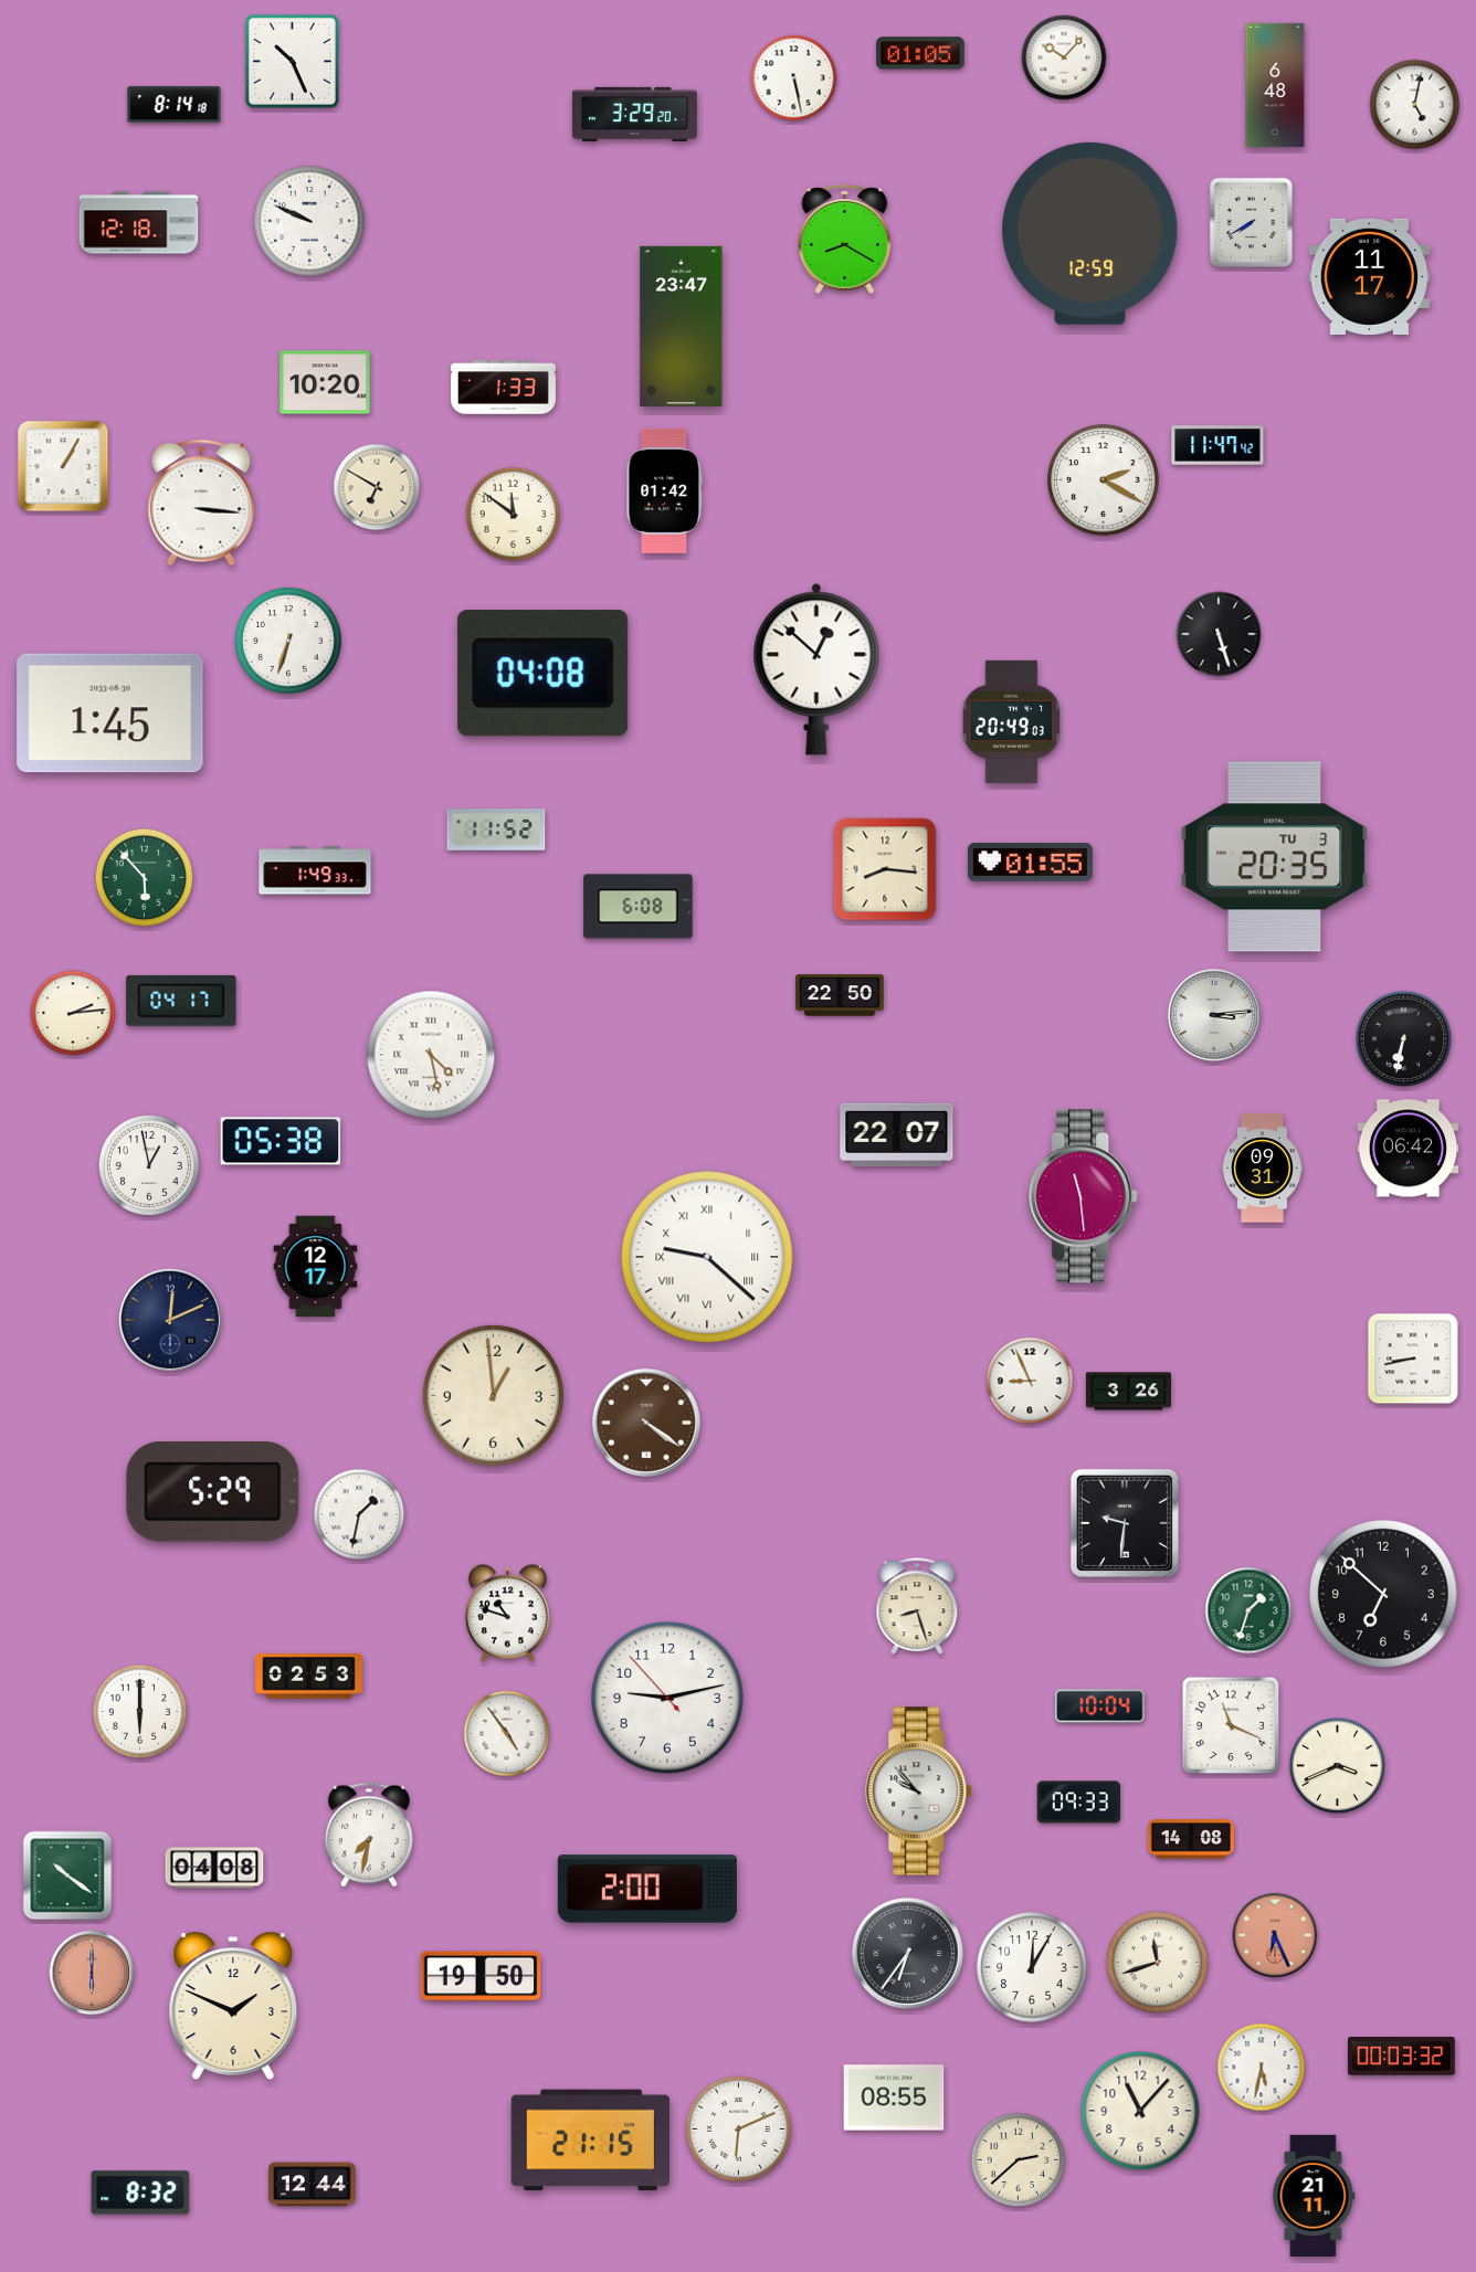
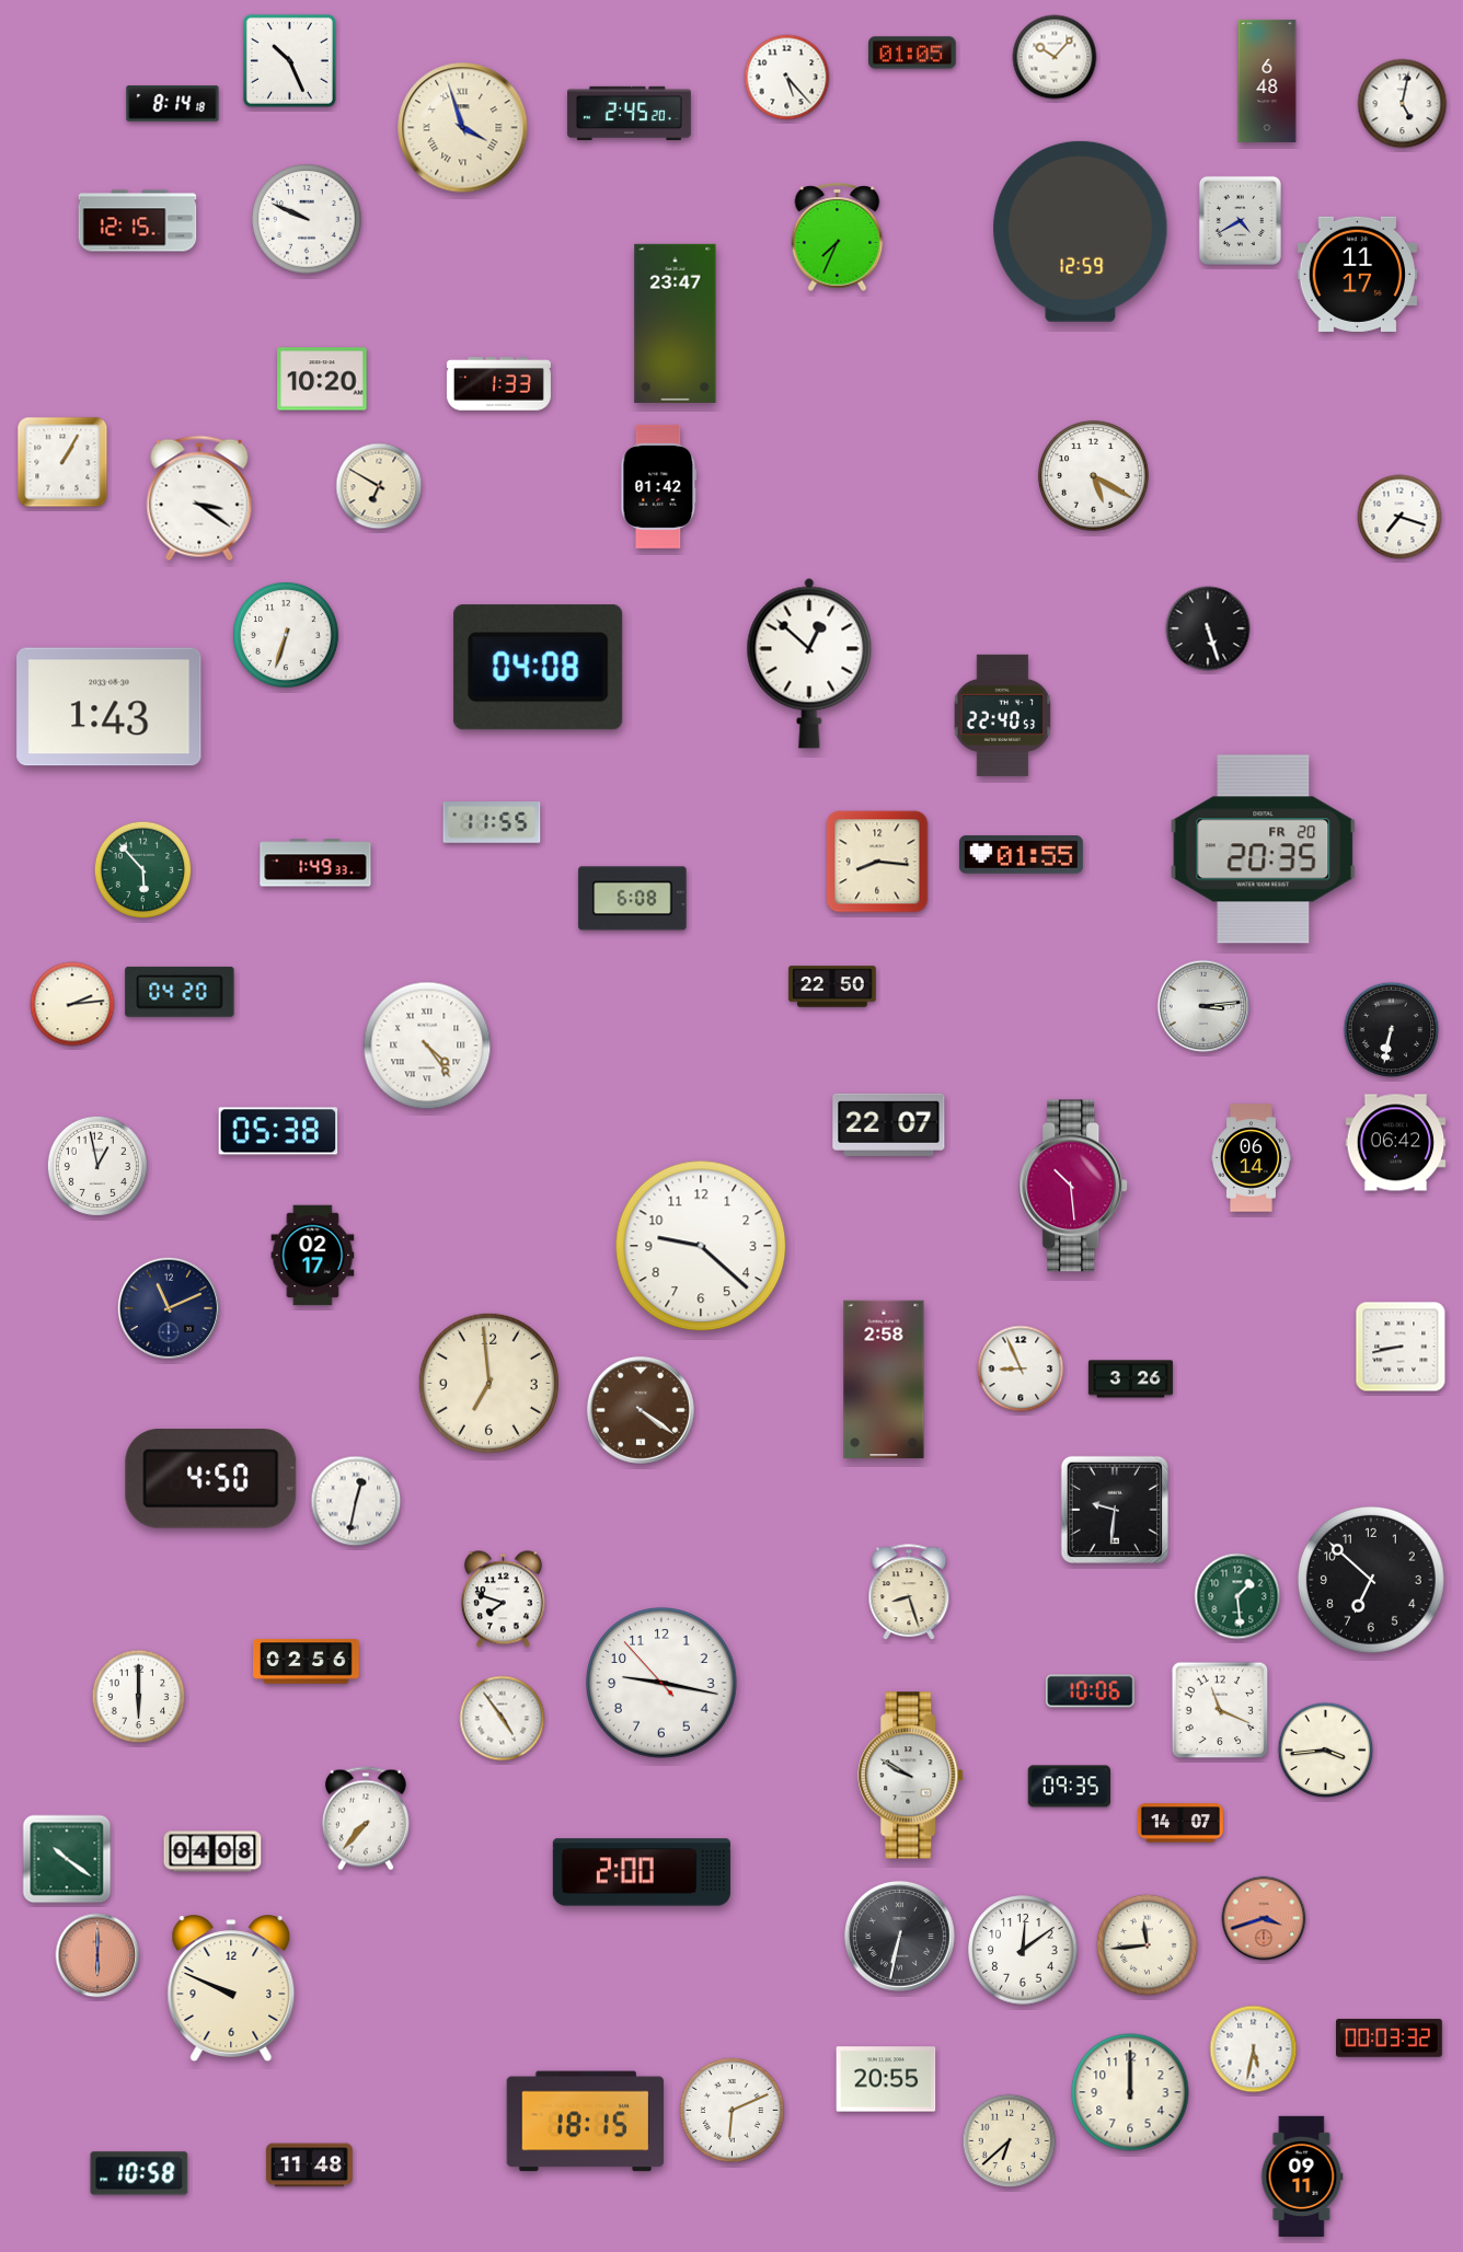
clock at (794, 78): 5:28 -> 5:23
clock at (1275, 85) position: (1275, 85) -> (1267, 81)
clock at (634, 114): 3:29 -> 2:45
clock at (463, 128): none -> 3:57
clock at (1251, 222): 7:40 -> 4:40
clock at (139, 223): 12:18 -> 12:15
clock at (845, 239): 8:20 -> 7:34
clock at (1217, 445): 11:47 -> none
clock at (1104, 480): 2:20 -> 5:20
clock at (377, 487) position: (377, 487) -> (379, 486)
clock at (201, 503): 3:16 -> 3:21
clock at (514, 515): 11:51 -> none
clock at (1399, 517): none -> 7:18
clock at (110, 714): 1:45 -> 1:43
clock at (1012, 721): 20:49 -> 22:40
clock at (496, 829): 11:52 -> 11:55
clock at (1275, 857) date: TU 3 -> FR 20
clock at (315, 870) position: (315, 870) -> (315, 863)
clock at (181, 1001): 04:17 -> 04:20
clock at (431, 1055): 4:28 -> 4:24
clock at (1409, 1149) position: (1409, 1149) -> (1396, 1143)
clock at (149, 1165) position: (149, 1165) -> (97, 1166)
clock at (1262, 1169): 09:31 -> 06:14
clock at (1084, 1196): 11:29 -> 10:29
clock at (707, 1257) numerals: Roman -> Arabic
clock at (316, 1267): 12:17 -> 02:17
clock at (170, 1320): 12:11 -> 11:11
clock at (884, 1378): none -> 2:58
clock at (1128, 1392) position: (1128, 1392) -> (1130, 1379)
clock at (493, 1395): 12:59 -> 6:59
clock at (213, 1492): 5:29 -> 4:50
clock at (359, 1514): 1:32 -> 12:32
clock at (1248, 1610): 1:33 -> 1:29
clock at (507, 1614): 10:48 -> 7:48
clock at (309, 1677): 02:53 -> 02:56
clock at (667, 1698): 9:12 -> 9:16
clock at (1100, 1706): 10:04 -> 10:06
clock at (1338, 1766): 3:41 -> 3:44
clock at (919, 1792): 9:53 -> 9:50
clock at (1079, 1803): 09:33 -> 09:35
clock at (369, 1835): 7:32 -> 7:37
clock at (1191, 1839): 14:08 -> 14:07
clock at (1275, 1935): 6:26 -> 3:42
clock at (907, 1953): 6:36 -> 6:32
clock at (1157, 1962): 11:42 -> 11:44
clock at (1032, 1967): 12:05 -> 12:09
clock at (92, 1973) position: (92, 1973) -> (97, 1955)
clock at (481, 1976): 19:50 -> none
clock at (233, 2006): 1:49 -> 9:49
clock at (1262, 2068) position: (1262, 2068) -> (1254, 2049)
clock at (894, 2097): 08:55 -> 20:55
clock at (1140, 2111): 11:07 -> 12:00
clock at (591, 2141): 21:15 -> 18:15
clock at (1019, 2160): 2:38 -> 6:38
clock at (313, 2185): 12:44 -> 11:48
clock at (140, 2192): 8:32 -> 10:58
clock at (1314, 2195): 21:11 -> 09:11
